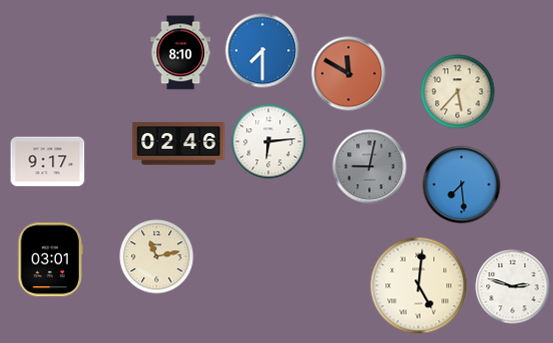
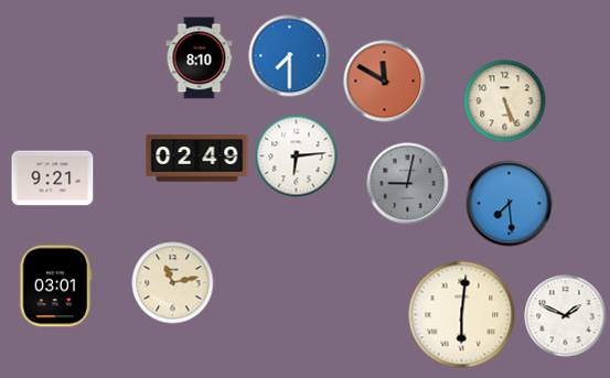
clock at (458, 92): 5:37 -> 5:26
clock at (179, 144): 02:46 -> 02:49
clock at (48, 162): 9:17 -> 9:21
clock at (419, 286): 5:01 -> 6:01
clock at (513, 287): 2:48 -> 1:49
